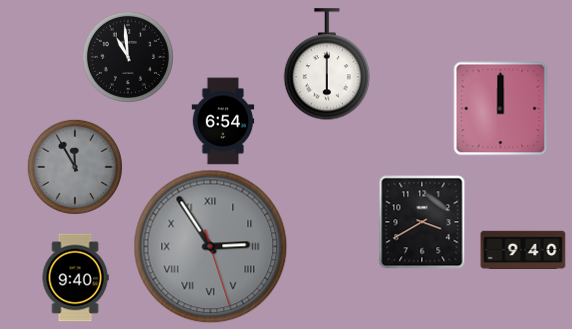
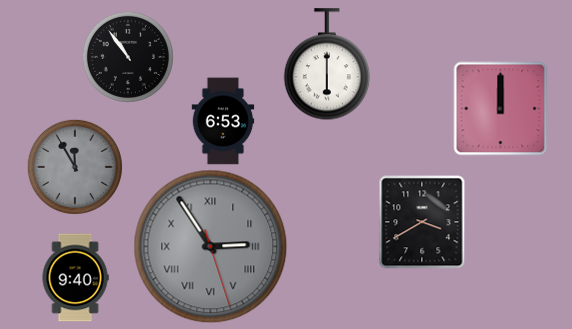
clock at (128, 57): 10:59 -> 10:54
clock at (223, 121): 6:54 -> 6:53
clock at (523, 249): 9:40 -> none
